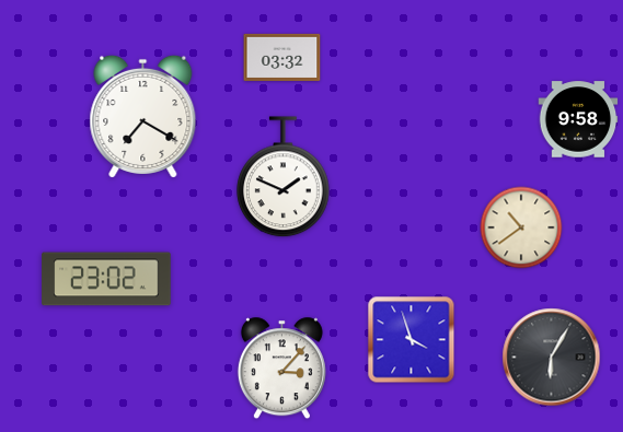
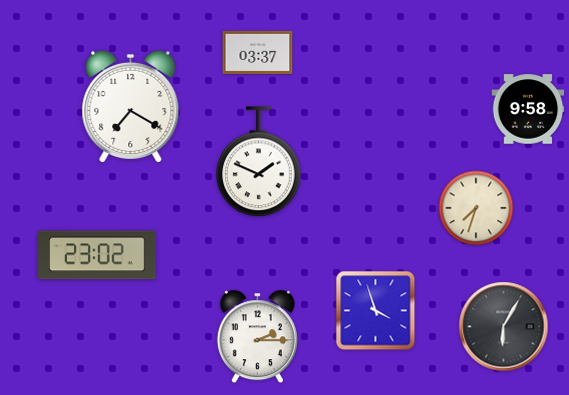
clock at (282, 57): 03:32 -> 03:37
clock at (521, 227): 10:39 -> 7:33
clock at (281, 369): 3:07 -> 2:15
